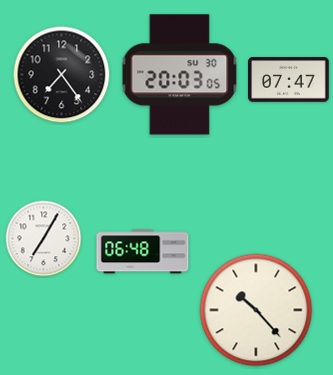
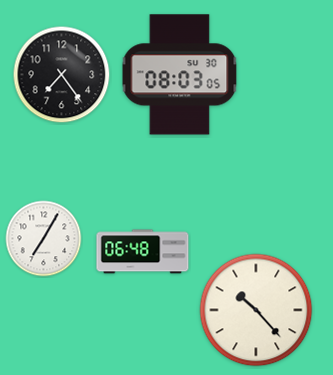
clock at (180, 75): 20:03 -> 08:03
clock at (289, 80): 07:47 -> none
